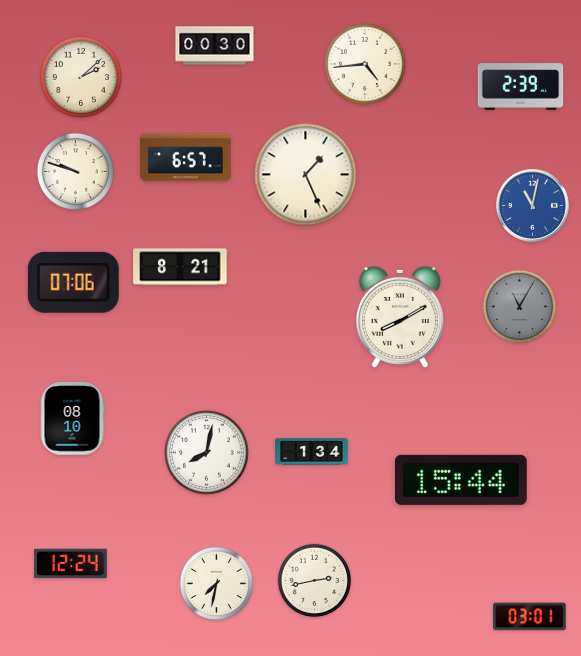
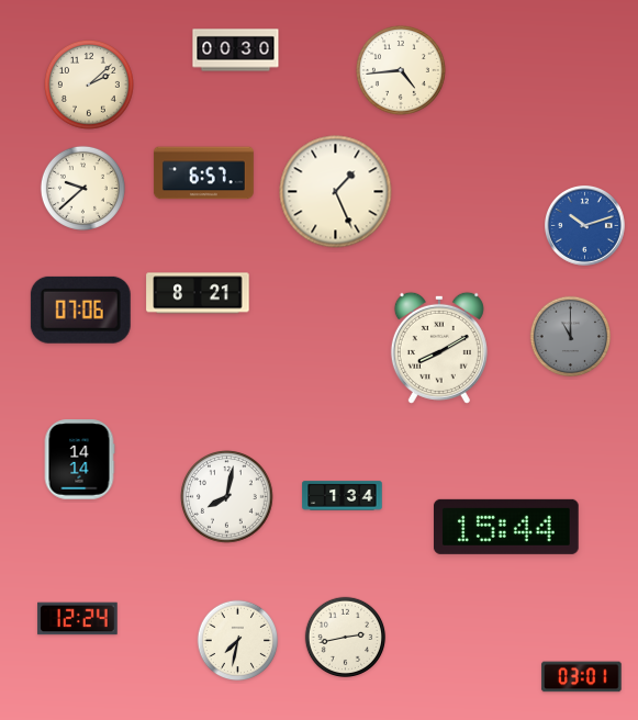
clock at (521, 87): 2:39 -> none
clock at (75, 171): 9:48 -> 9:38
clock at (533, 206): 11:02 -> 10:12
clock at (520, 307): 11:05 -> 11:00
clock at (72, 419): 08:10 -> 14:14
